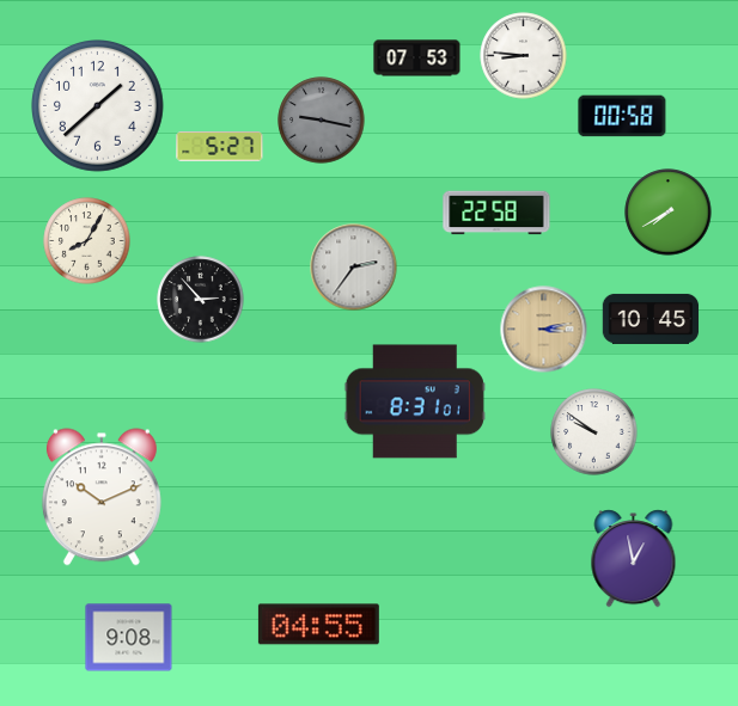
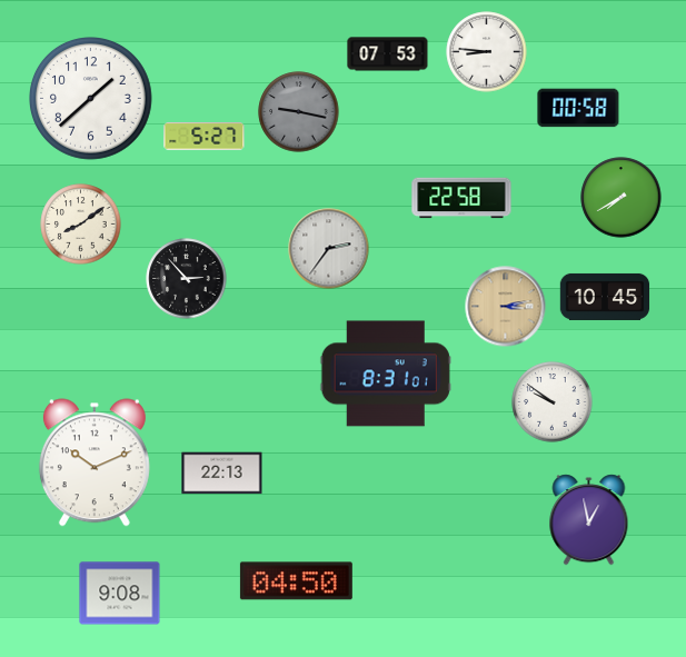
clock at (87, 241): 8:05 -> 8:09
clock at (222, 474): none -> 22:13
clock at (318, 625): 04:55 -> 04:50
